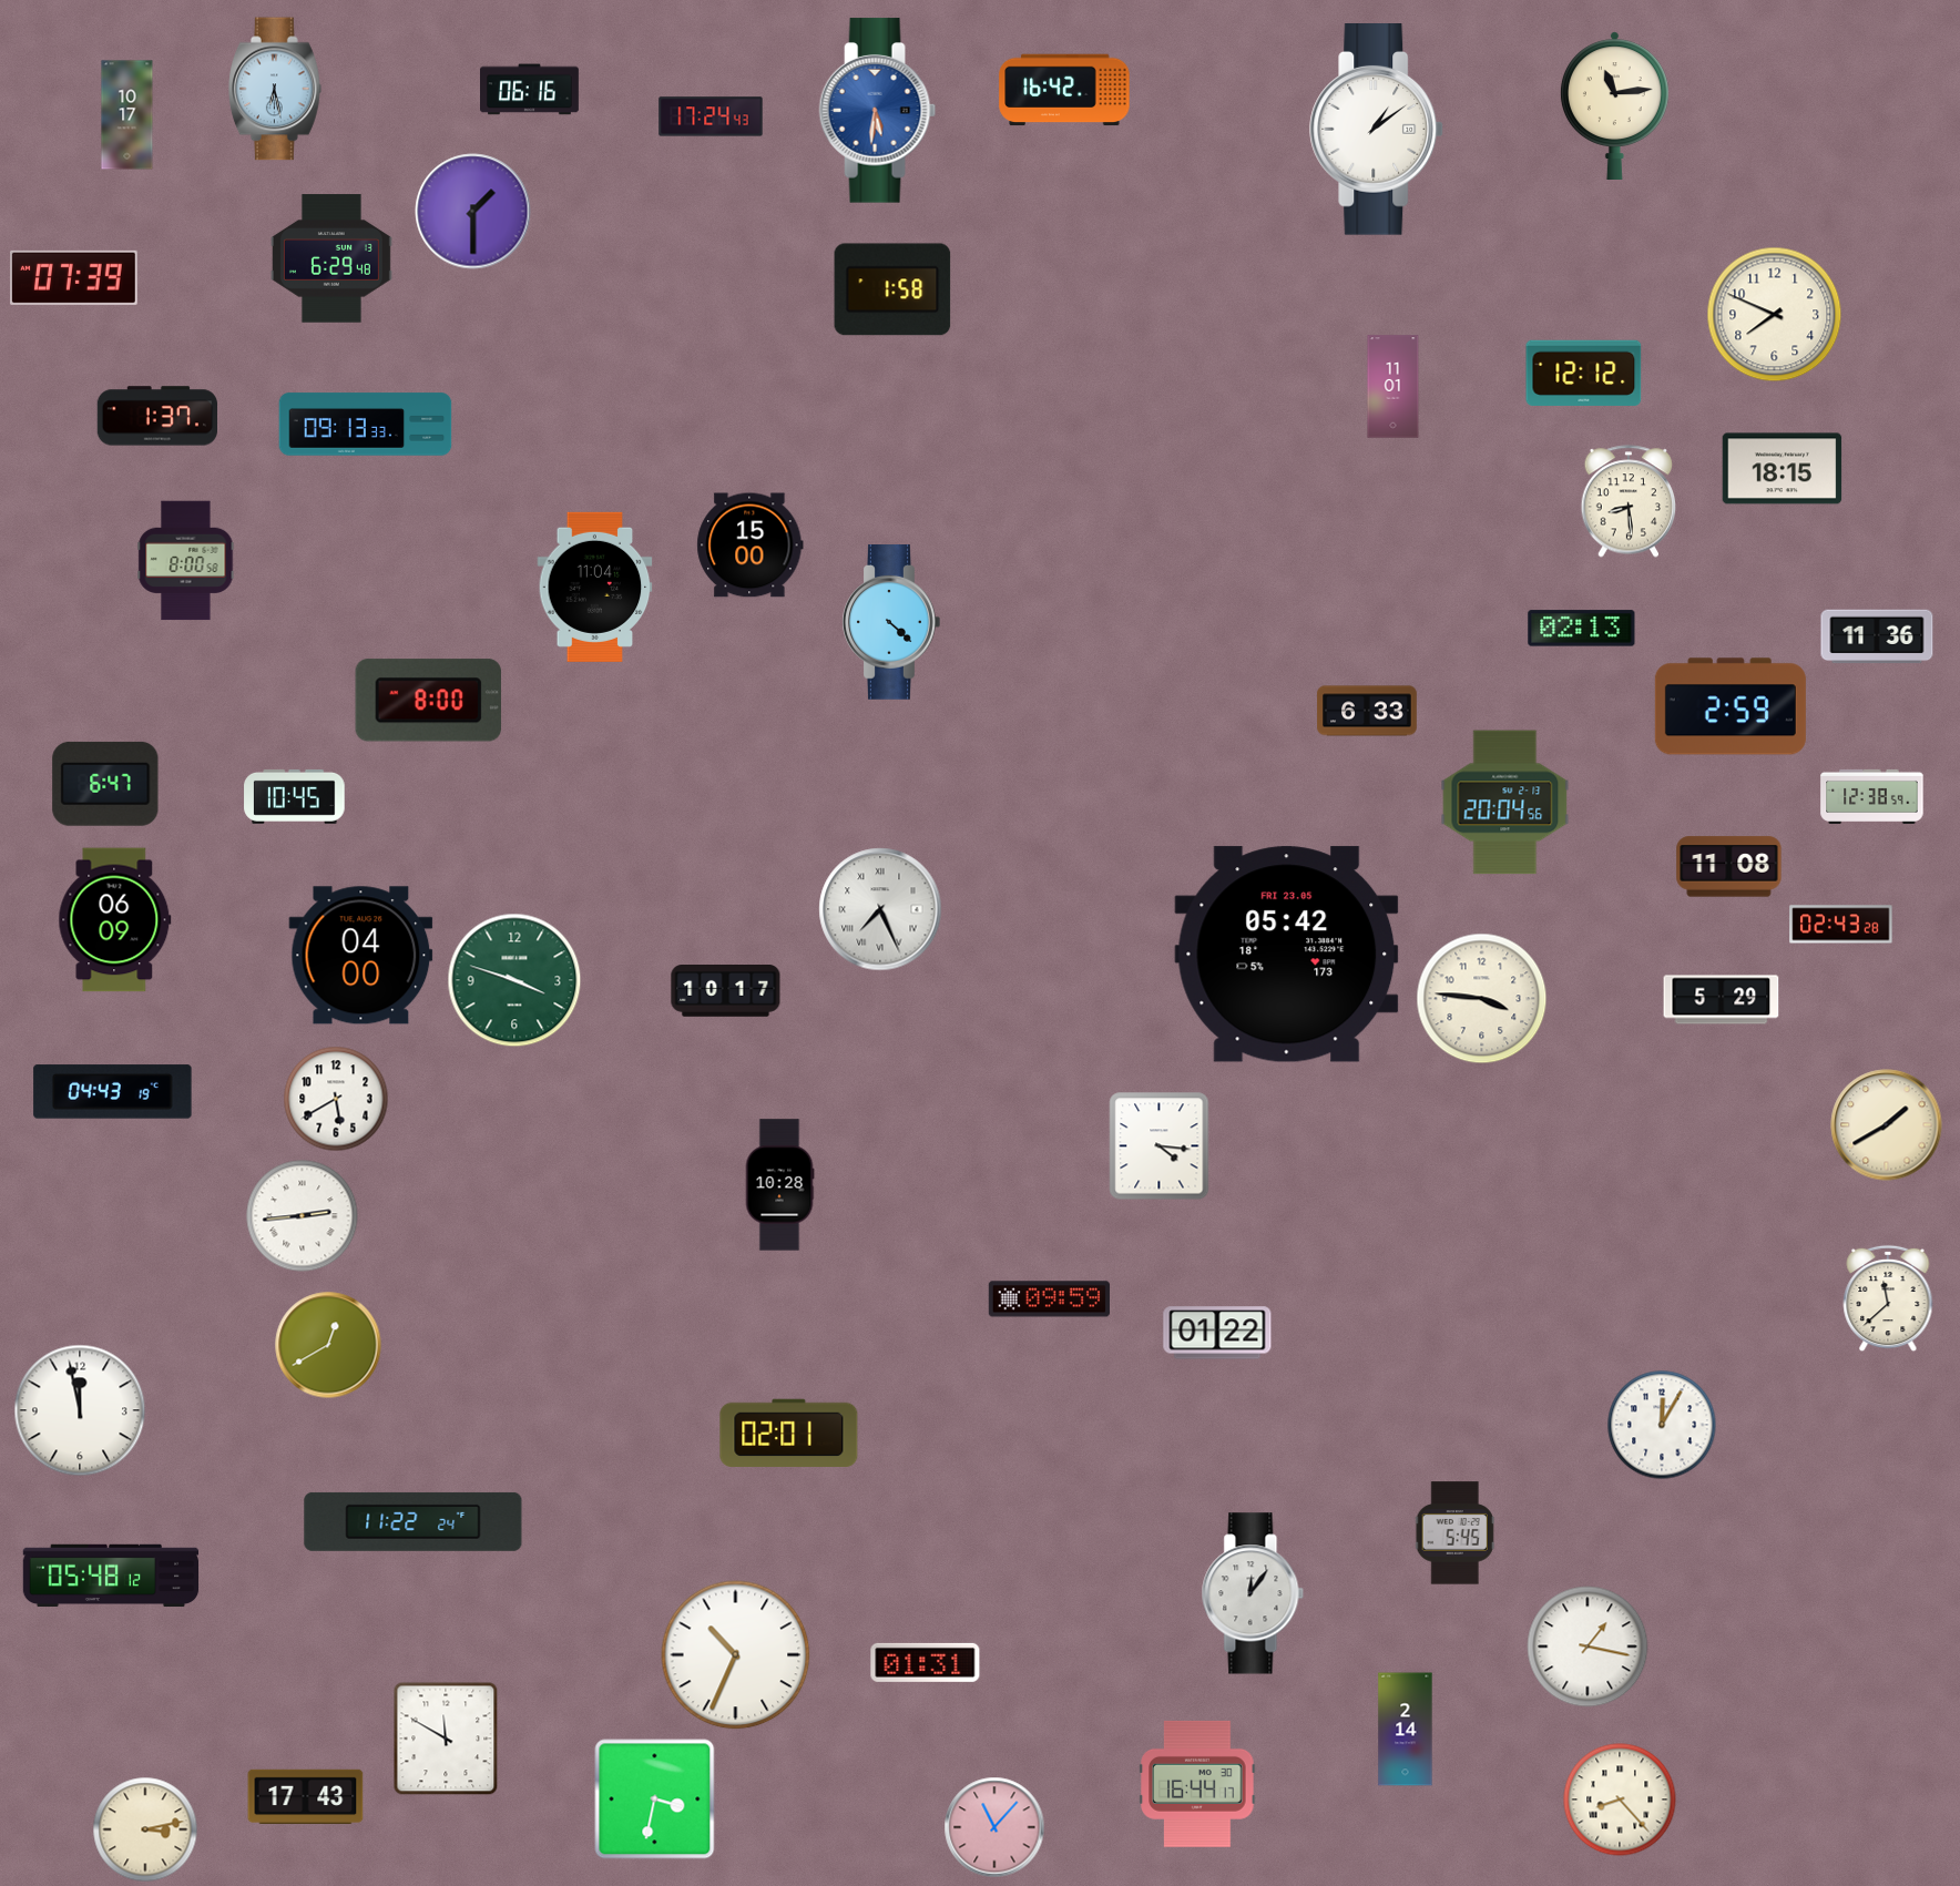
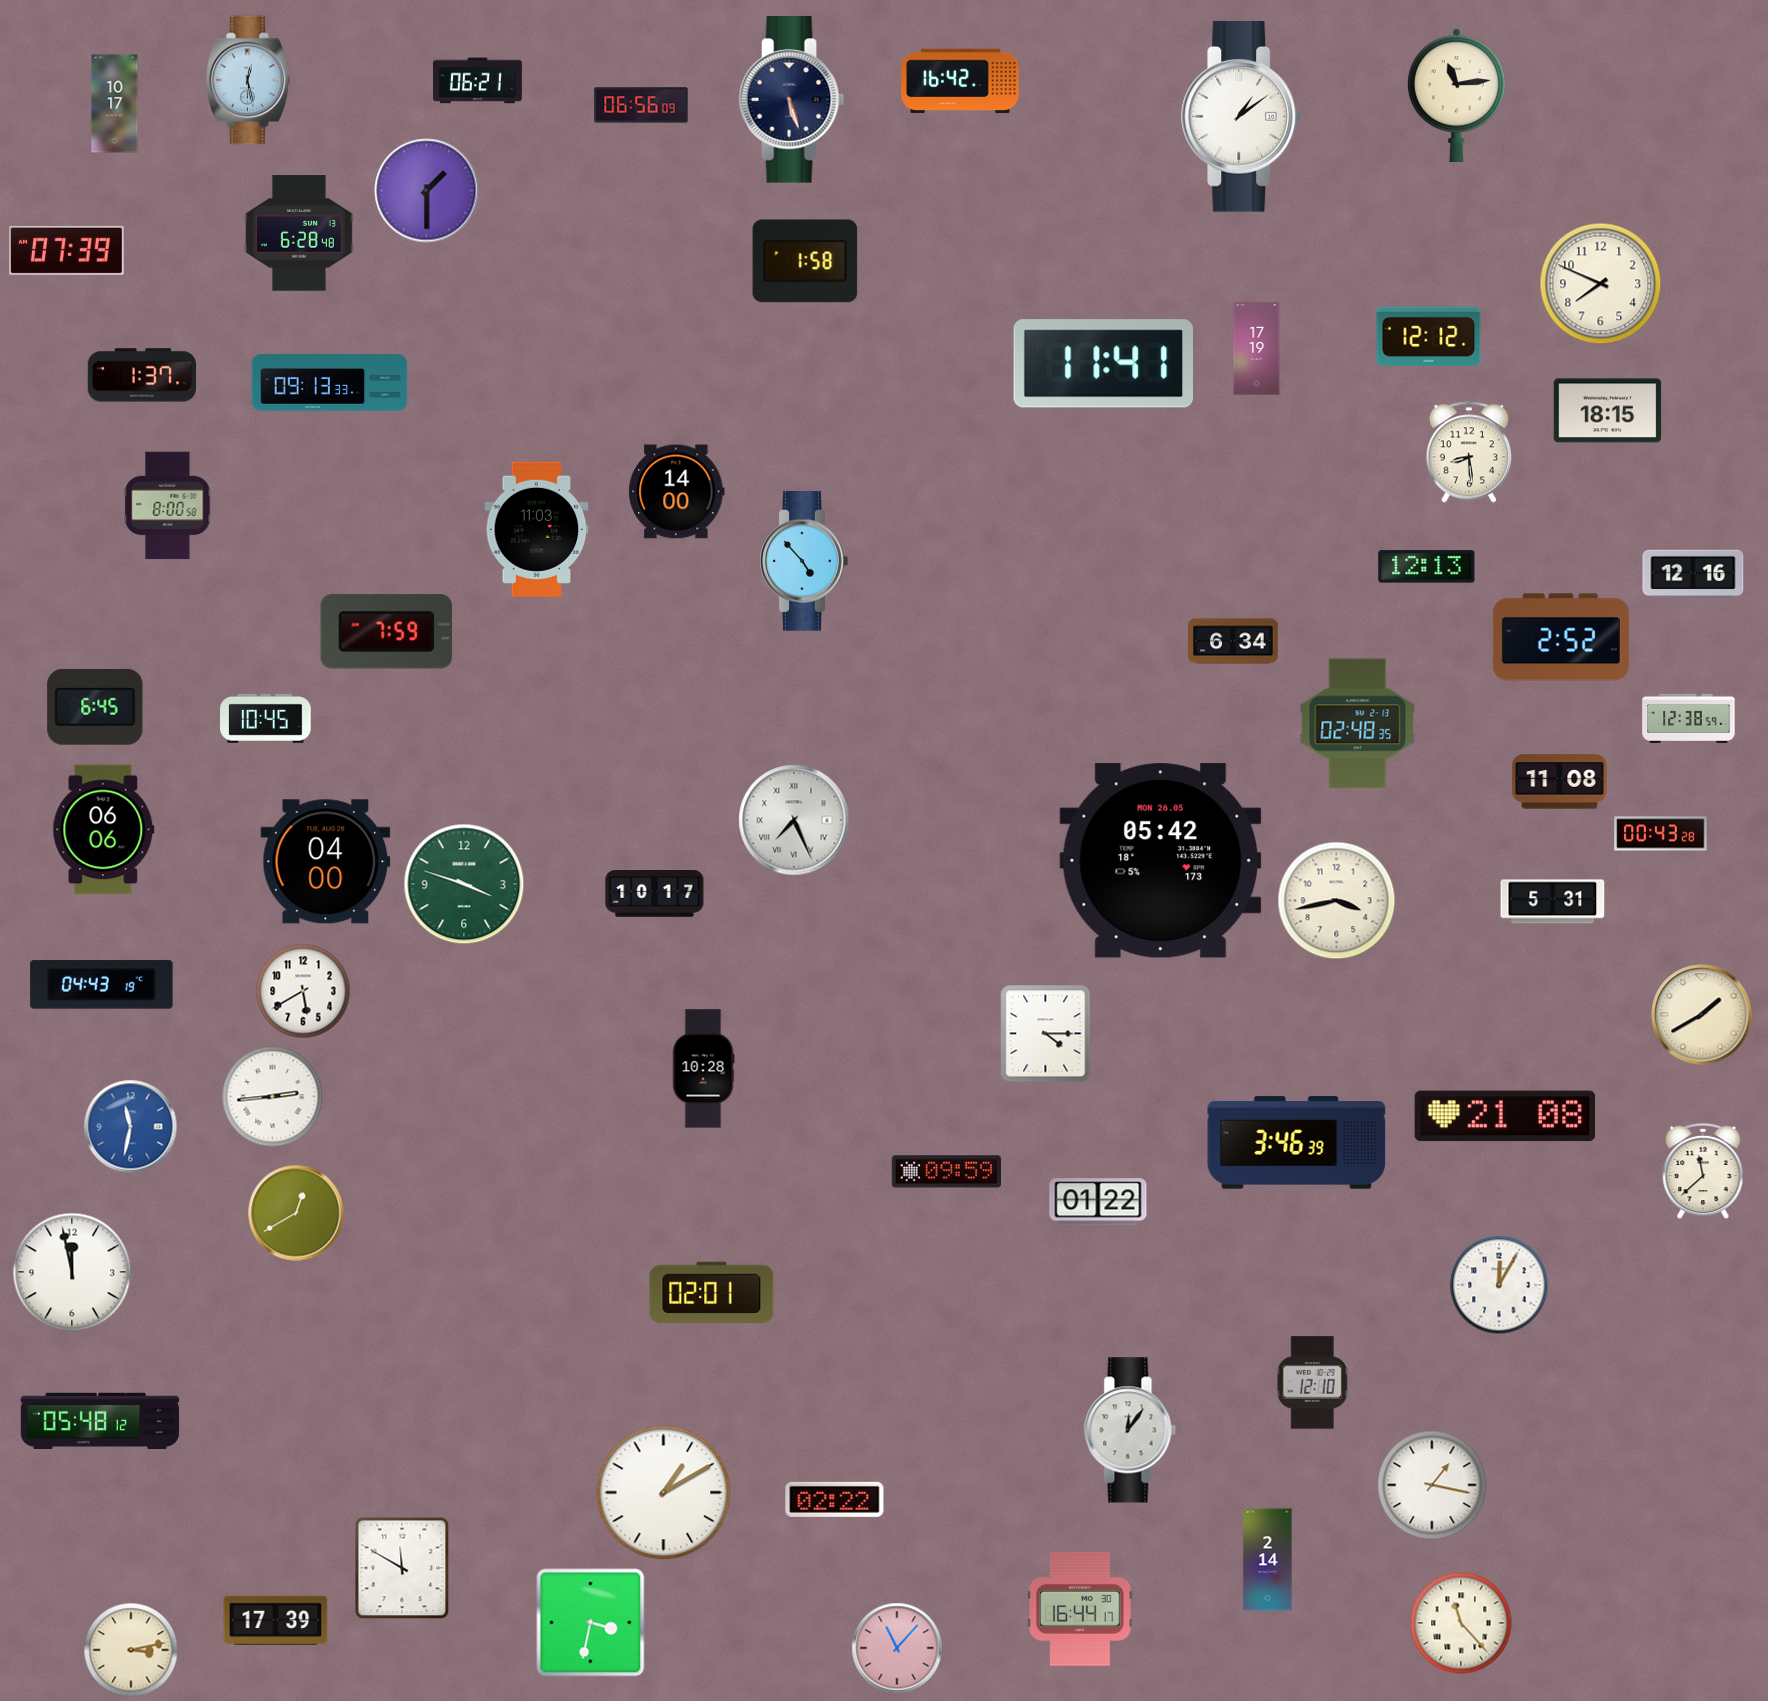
clock at (276, 89): 6:28 -> 12:28
clock at (530, 90): 06:16 -> 06:21
clock at (878, 111): 5:31 -> 5:27
clock at (878, 111) dial: blue -> navy
clock at (711, 116): 17:24 -> 06:56
clock at (331, 258): 6:29 -> 6:28
clock at (1394, 387): 11:01 -> 17:19
clock at (1103, 364): none -> 11:41
clock at (1783, 469) position: (1783, 469) -> (1608, 411)
clock at (751, 546): 15:00 -> 14:00
clock at (595, 587): 11:04 -> 11:03
clock at (891, 623): 4:22 -> 4:53
clock at (1582, 629): 02:13 -> 12:13
clock at (1877, 636): 11:36 -> 12:16
clock at (428, 701): 8:00 -> 7:59
clock at (1731, 706): 2:59 -> 2:52
clock at (1367, 711): 6:33 -> 6:34
clock at (105, 784): 6:47 -> 6:45
clock at (1505, 803): 20:04 -> 02:48
clock at (115, 920): 06:09 -> 06:06
clock at (1841, 925): 02:43 -> 00:43
clock at (1287, 955) date: FRI 23.05 -> MON 26.05
clock at (1482, 999): 3:46 -> 3:43
clock at (1722, 1000): 5:29 -> 5:31
clock at (1160, 1146): 4:16 -> 4:15
clock at (1505, 1116): none -> 21:08
clock at (131, 1127): none -> 11:32
clock at (1297, 1143): none -> 3:46
clock at (414, 1521): 11:22 -> none
clock at (1454, 1533): 5:45 -> 12:10
clock at (1253, 1593) position: (1253, 1593) -> (1130, 1430)
clock at (736, 1655): 10:34 -> 1:10
clock at (926, 1662): 01:31 -> 02:22
clock at (306, 1796): 17:43 -> 17:39
clock at (1620, 1800): 8:23 -> 11:23
